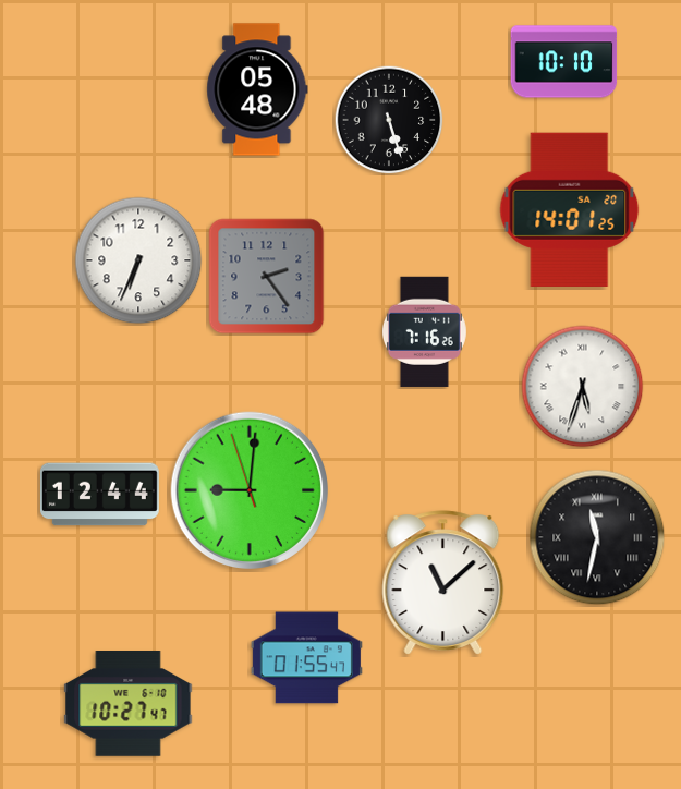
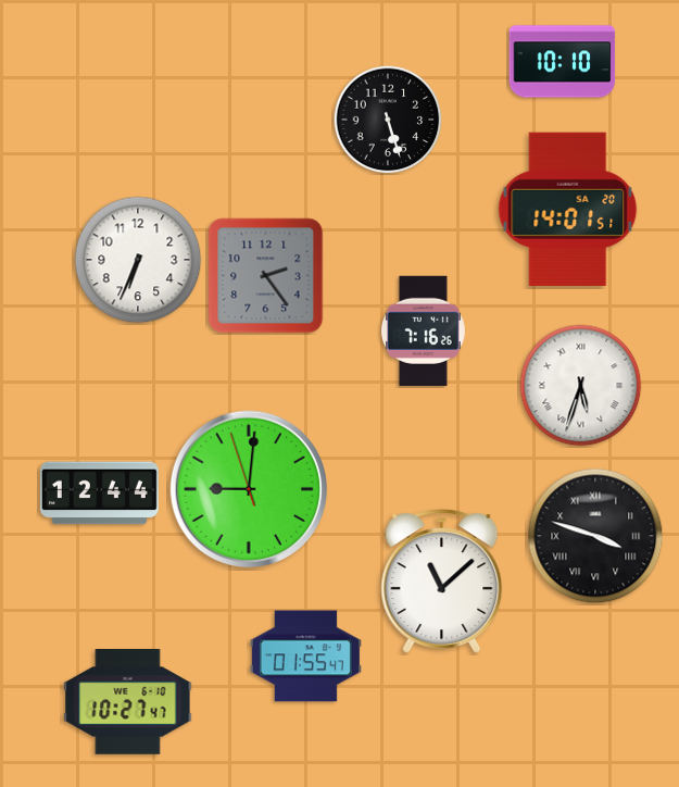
clock at (257, 89): 05:48 -> none
clock at (570, 209): 14:01:25 -> 14:01:51
clock at (597, 537): 11:32 -> 3:48
